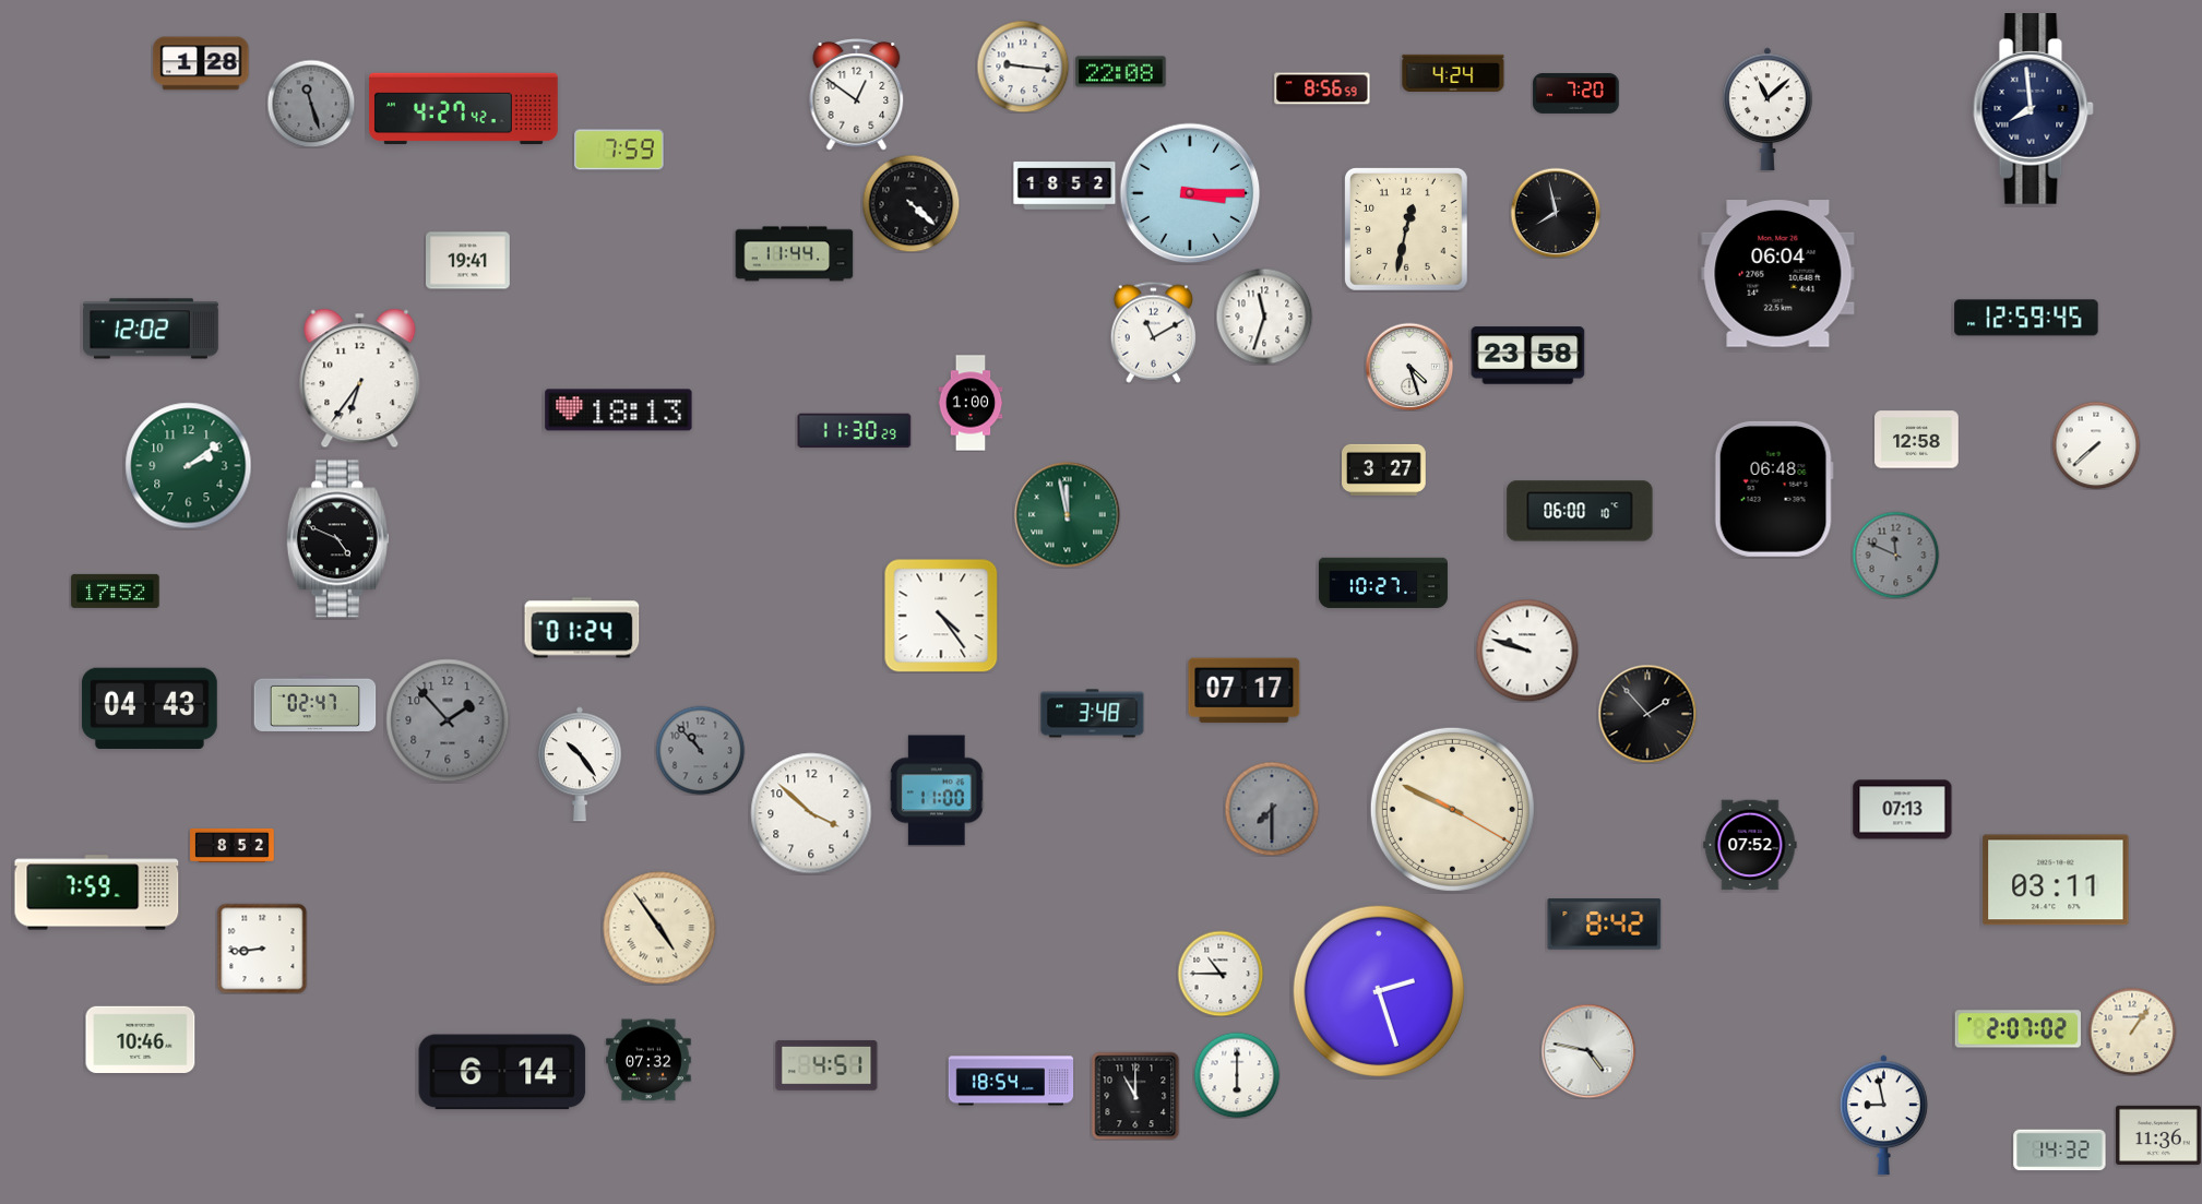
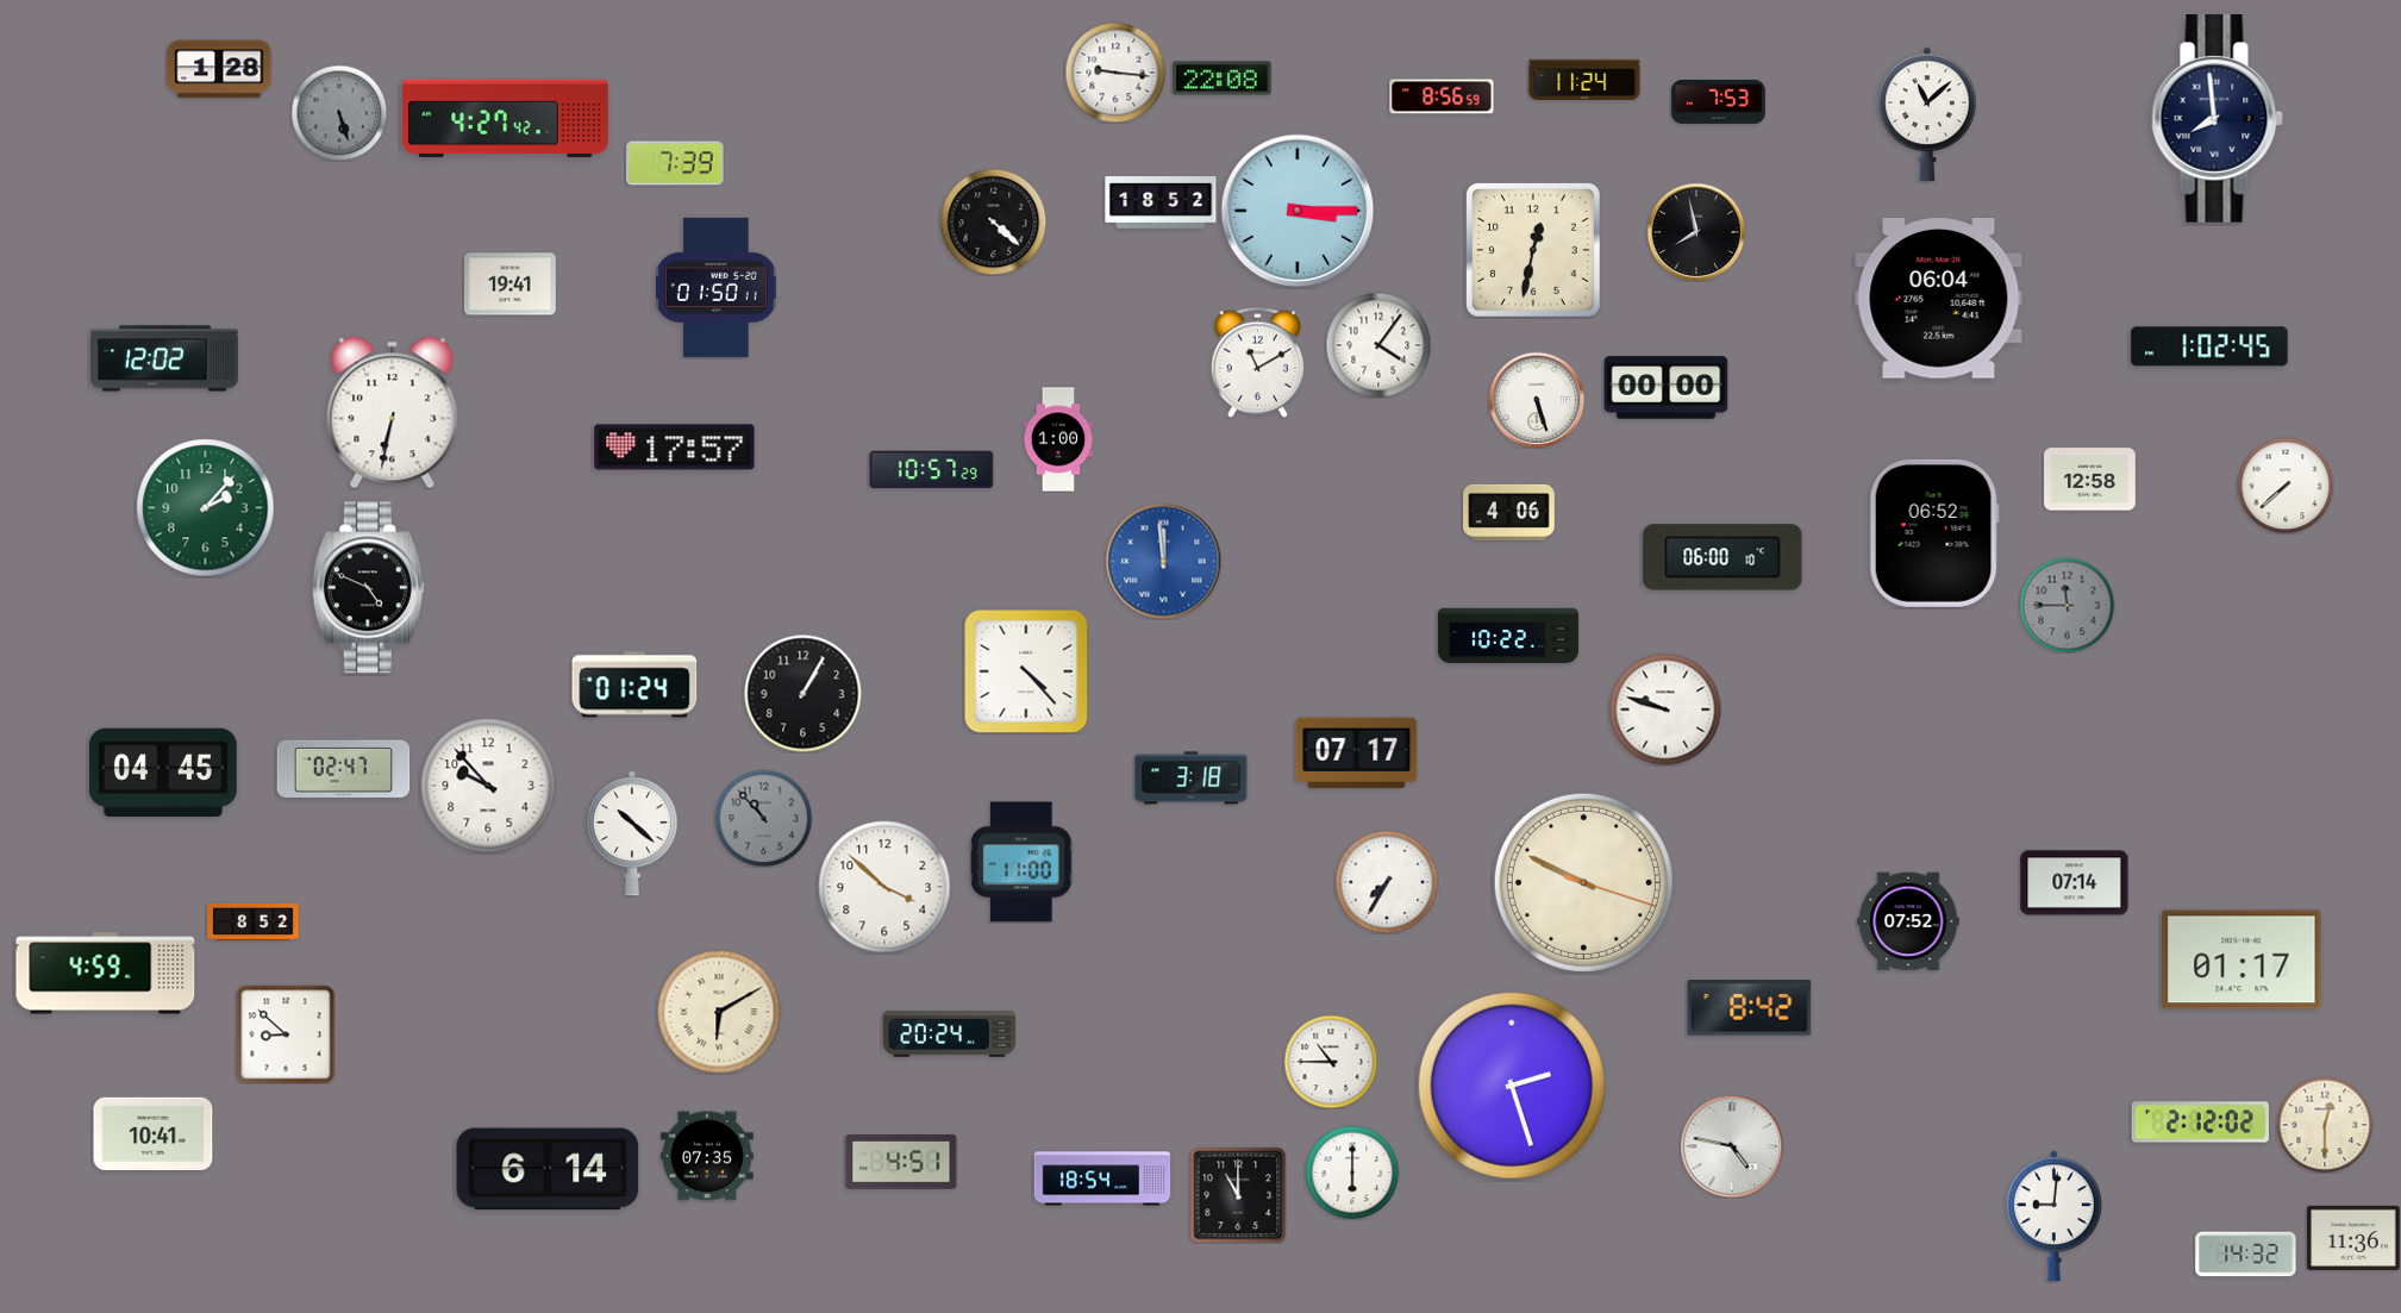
clock at (1453, 73): 4:24 -> 11:24
clock at (1576, 93): 7:20 -> 7:53
clock at (857, 95): 12:51 -> none
clock at (311, 104): 11:27 -> 5:27
clock at (1767, 109) position: (1767, 109) -> (1927, 114)
clock at (619, 150): 7:59 -> 7:39
clock at (795, 254): 11:44 -> none
clock at (715, 287): none -> 01:50
clock at (1264, 317): 11:33 -> 4:06
clock at (2026, 318): 12:59 -> 1:02
clock at (1528, 356): 23:58 -> 00:00
clock at (1409, 367): 4:27 -> 5:27
clock at (360, 379): 6:36 -> 6:32
clock at (619, 410): 18:13 -> 17:57
clock at (855, 431): 11:30 -> 10:57
clock at (189, 466): 2:09 -> 2:07
clock at (1384, 469): 3:27 -> 4:06
clock at (1774, 489): 06:48 -> 06:52
clock at (1068, 515): 11:58 -> 11:59
clock at (1068, 515) dial: green -> blue
clock at (1895, 555): 11:49 -> 11:45
clock at (1383, 583): 10:27 -> 10:22
clock at (116, 591): 17:52 -> none
clock at (941, 616): 4:24 -> 4:23
clock at (804, 694): none -> 1:05
clock at (150, 707): 04:43 -> 04:45
clock at (1093, 714): 3:48 -> 3:18
clock at (1647, 714): 1:53 -> none
clock at (448, 720): 1:53 -> 9:53
clock at (448, 720) dial: grey -> white
clock at (580, 764): 10:24 -> 10:22
clock at (1272, 809): 7:30 -> 7:35
clock at (1272, 809) dial: grey -> white
clock at (1452, 809): 9:49:20 -> 9:49:18
clock at (1903, 810): 07:13 -> 07:14
clock at (2056, 880): 03:11 -> 01:17
clock at (97, 893): 7:59 -> 4:59
clock at (659, 928): 4:54 -> 6:10
clock at (262, 949): 8:44 -> 8:52
clock at (950, 1034): none -> 20:24
clock at (1379, 991) position: (1379, 991) -> (1512, 1086)
clock at (2017, 1029): 2:07 -> 2:12
clock at (2132, 1032): 1:06 -> 12:30
clock at (141, 1039): 10:46 -> 10:41
clock at (648, 1060): 07:32 -> 07:35
clock at (1237, 1075) position: (1237, 1075) -> (1352, 1173)
clock at (1884, 1116): 8:58 -> 9:01
